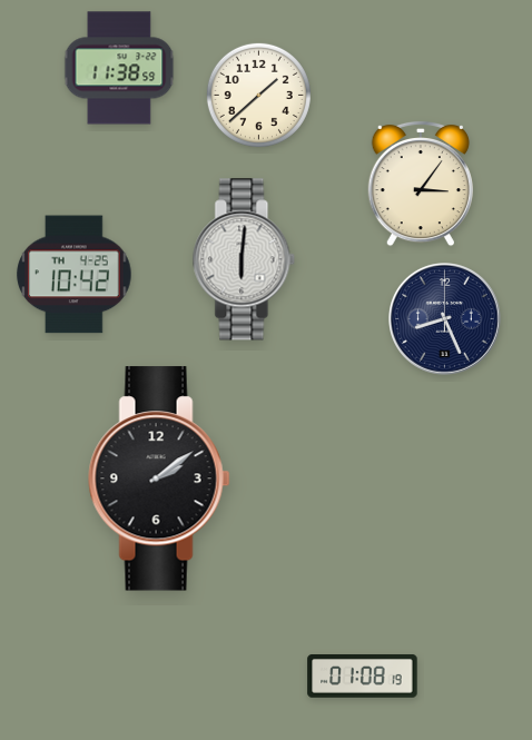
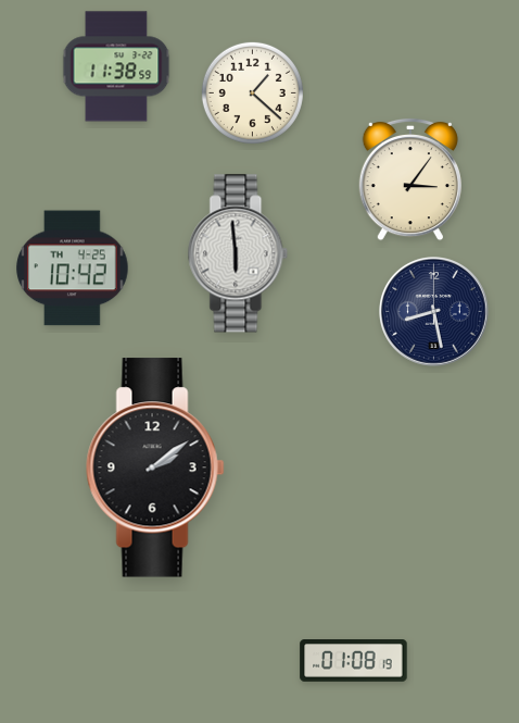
clock at (258, 95): 1:38 -> 1:22
clock at (244, 259): 6:01 -> 5:59
clock at (445, 319): 8:26 -> 8:28
